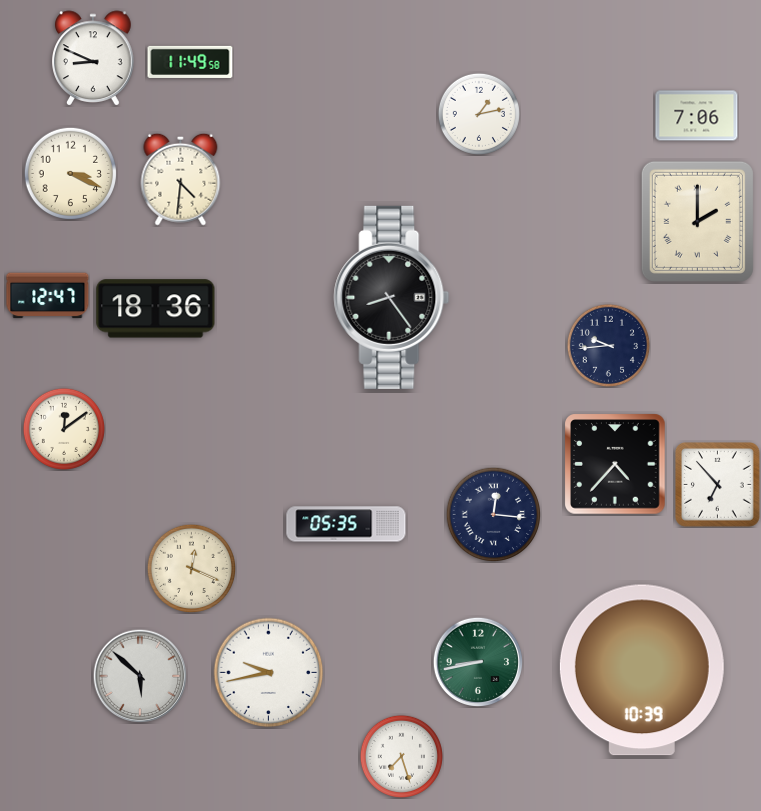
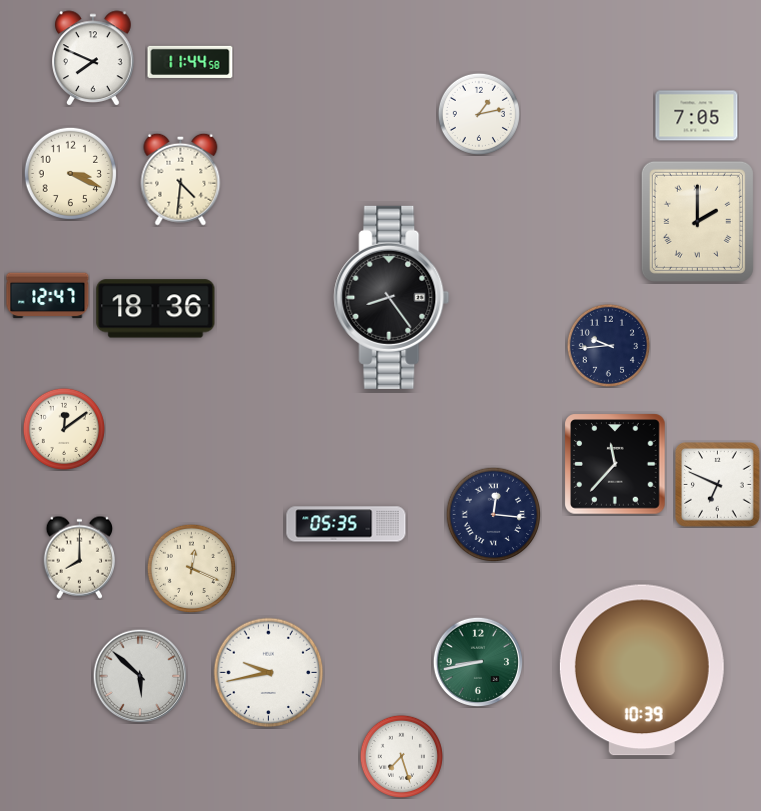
clock at (94, 58): 8:49 -> 7:49
clock at (190, 62): 11:49 -> 11:44
clock at (697, 116): 7:06 -> 7:05
clock at (615, 464): 4:37 -> 11:37
clock at (718, 485): 6:53 -> 6:49
clock at (80, 557): none -> 8:00
